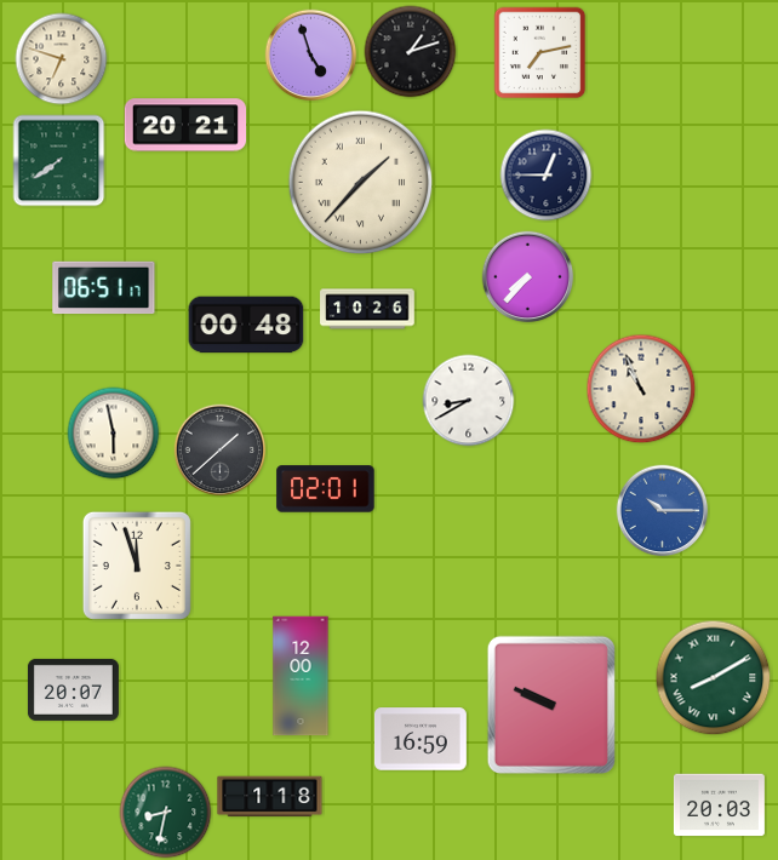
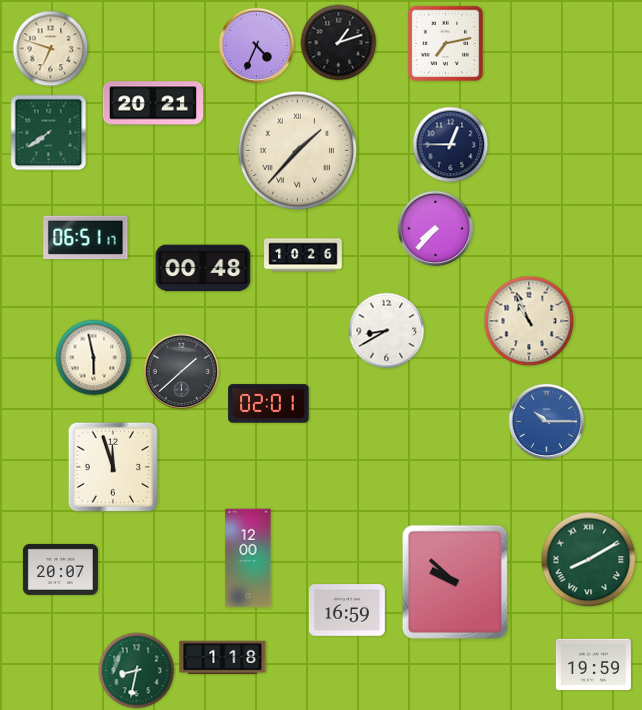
clock at (311, 56): 4:57 -> 4:34
clock at (551, 705): 9:49 -> 9:52
clock at (719, 805): 20:03 -> 19:59
